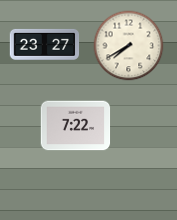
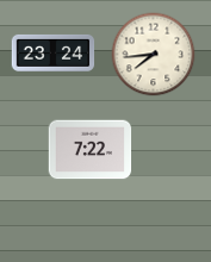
clock at (45, 44): 23:27 -> 23:24
clock at (129, 46): 7:40 -> 7:44
